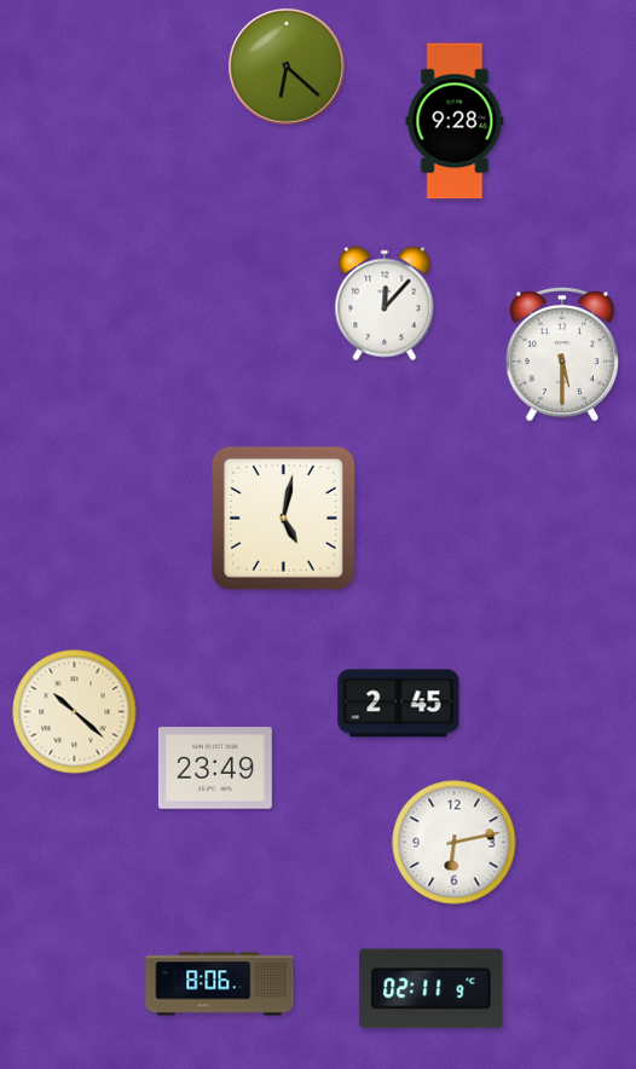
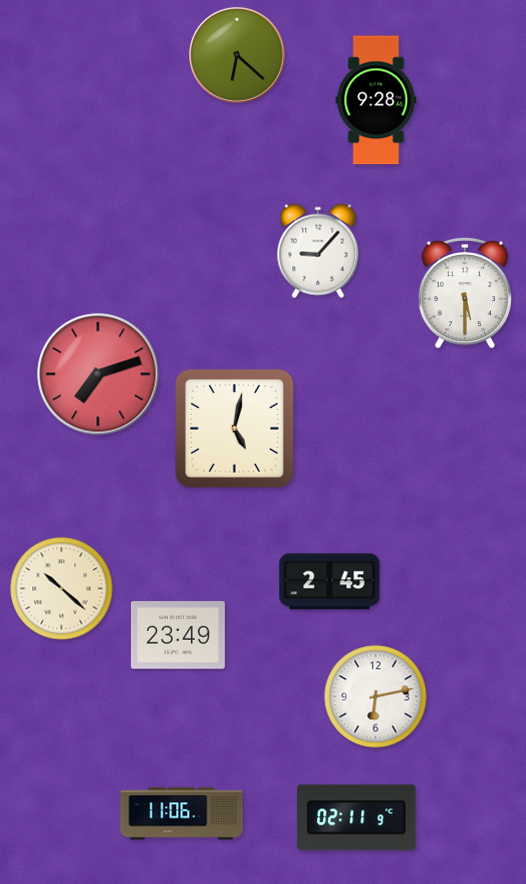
clock at (385, 304): 12:07 -> 9:07
clock at (98, 374): none -> 7:12
clock at (220, 984): 8:06 -> 11:06
